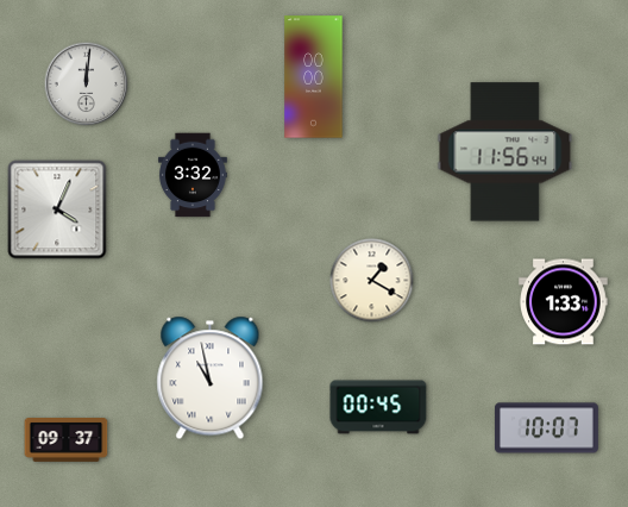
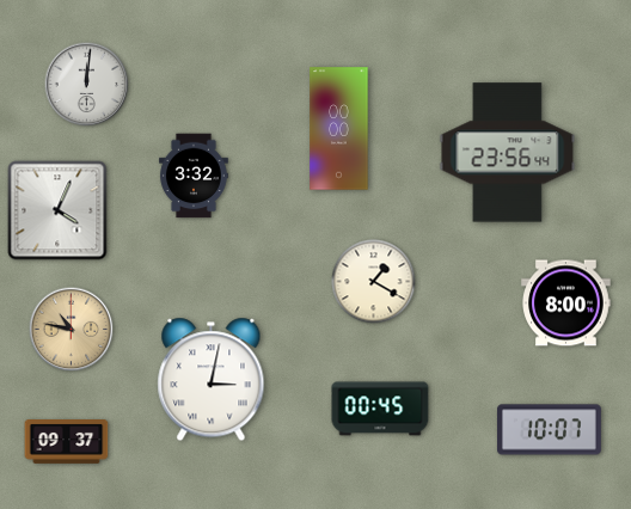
clock at (314, 77) position: (314, 77) -> (339, 129)
clock at (505, 152): 11:56 -> 23:56
clock at (564, 302): 1:33 -> 8:00
clock at (72, 330): none -> 10:47
clock at (211, 378): 10:58 -> 3:02
